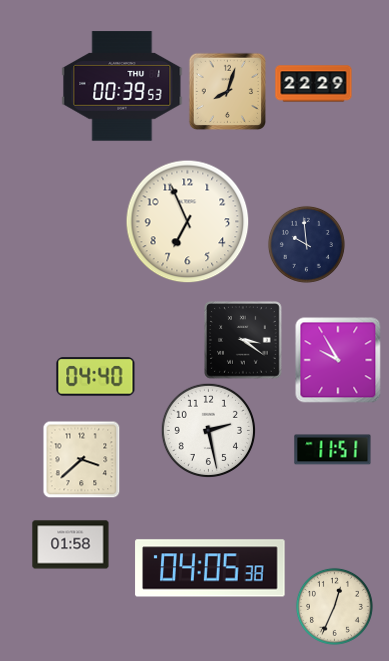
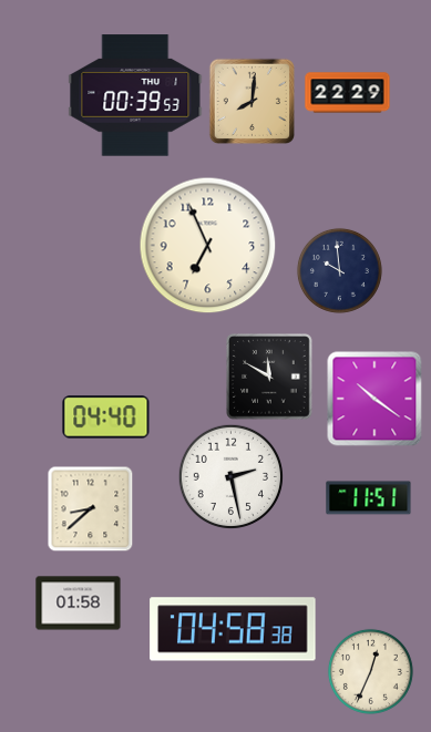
clock at (227, 91): 8:03 -> 8:01
clock at (243, 340): 3:21 -> 11:50
clock at (338, 360): 9:55 -> 10:21
clock at (81, 459): 3:38 -> 8:38
clock at (210, 568): 04:05 -> 04:58
